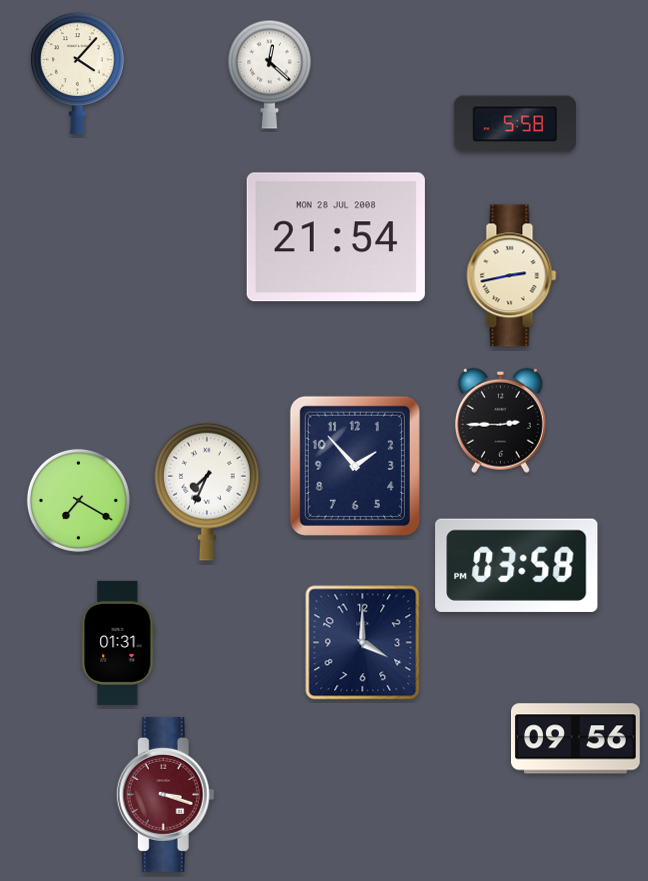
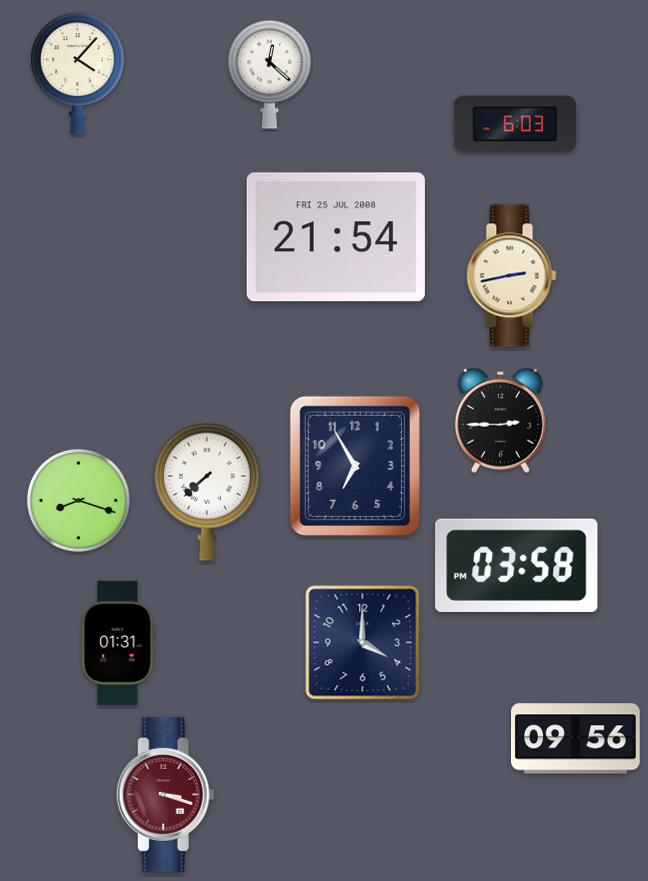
clock at (515, 124): 5:58 -> 6:03
clock at (336, 237) date: MON 28 JUL 2008 -> FRI 25 JUL 2008
clock at (355, 466): 1:53 -> 6:55
clock at (207, 492): 7:34 -> 7:38
clock at (78, 500): 7:20 -> 8:18
